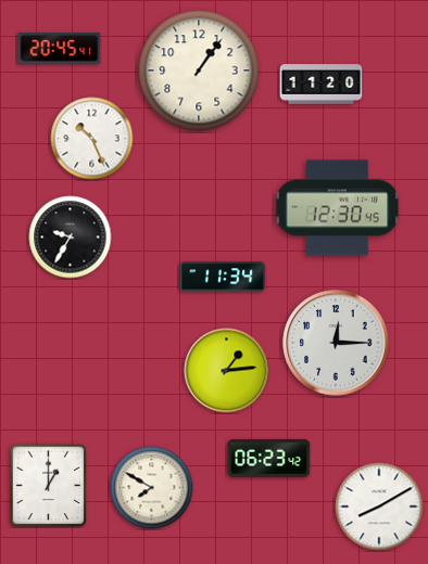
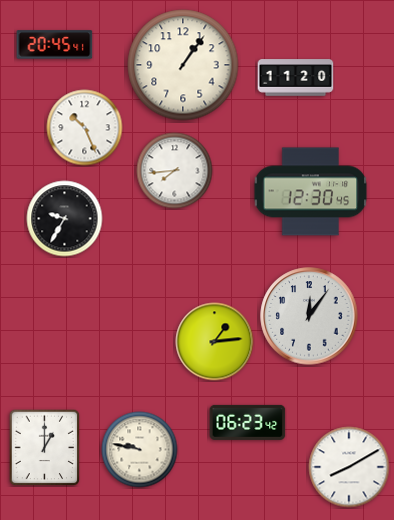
clock at (175, 171): none -> 7:44
clock at (223, 277): 11:34 -> none
clock at (336, 343): 12:15 -> 12:06
clock at (227, 371) position: (227, 371) -> (215, 342)
clock at (152, 488): 7:50 -> 9:47
